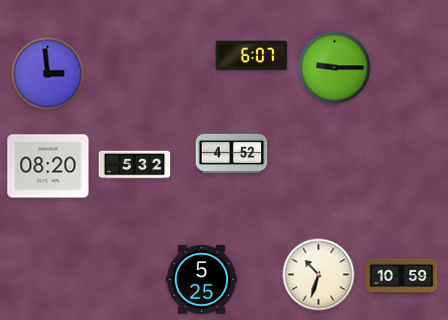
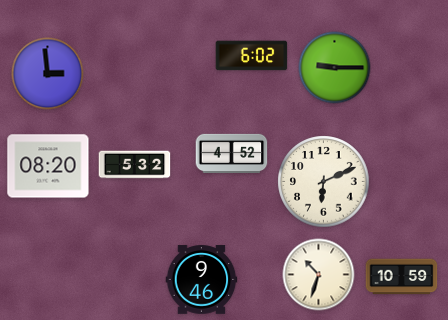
clock at (252, 56): 6:07 -> 6:02
clock at (324, 182): none -> 6:11
clock at (202, 280): 5:25 -> 9:46
